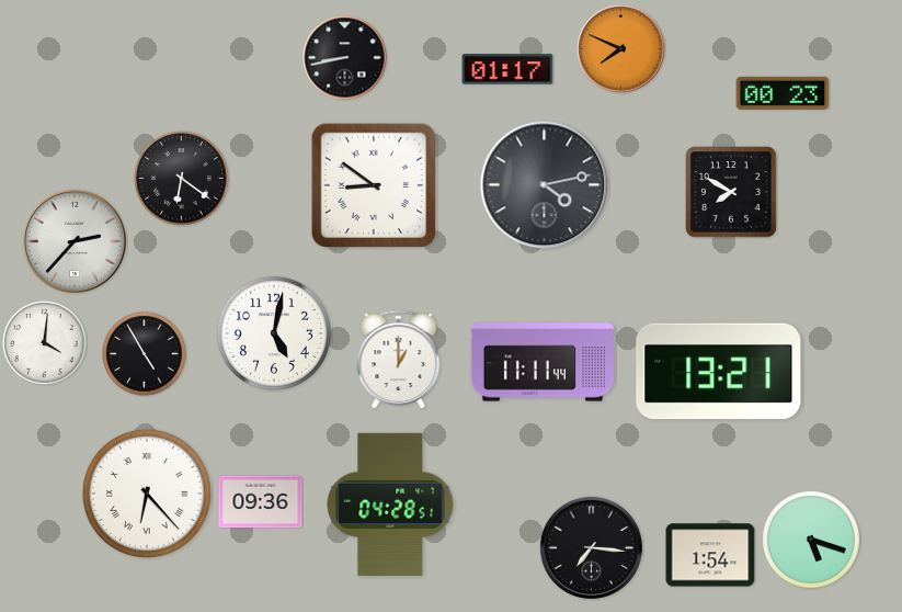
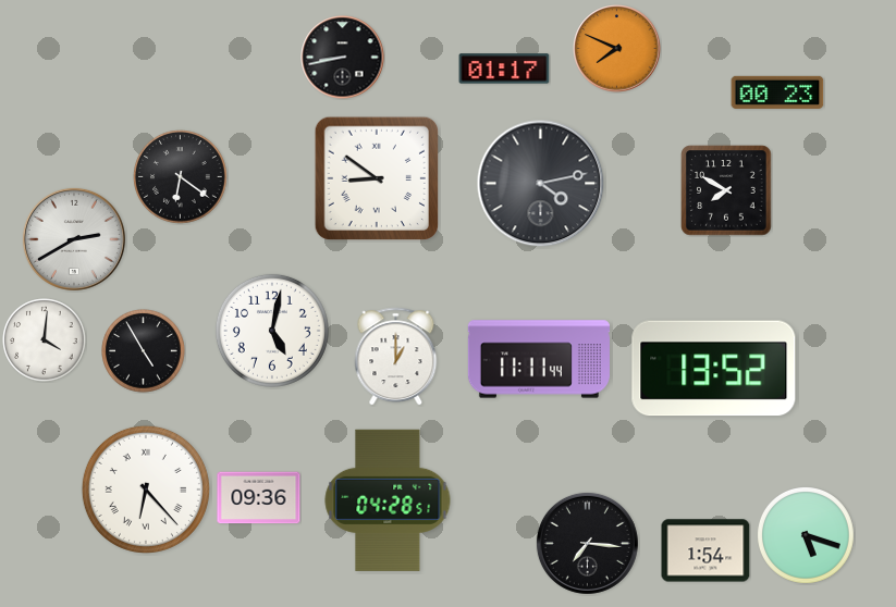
clock at (373, 184) position: (373, 184) -> (376, 177)
clock at (75, 241): 2:37 -> 2:40
clock at (719, 372): 13:21 -> 13:52
